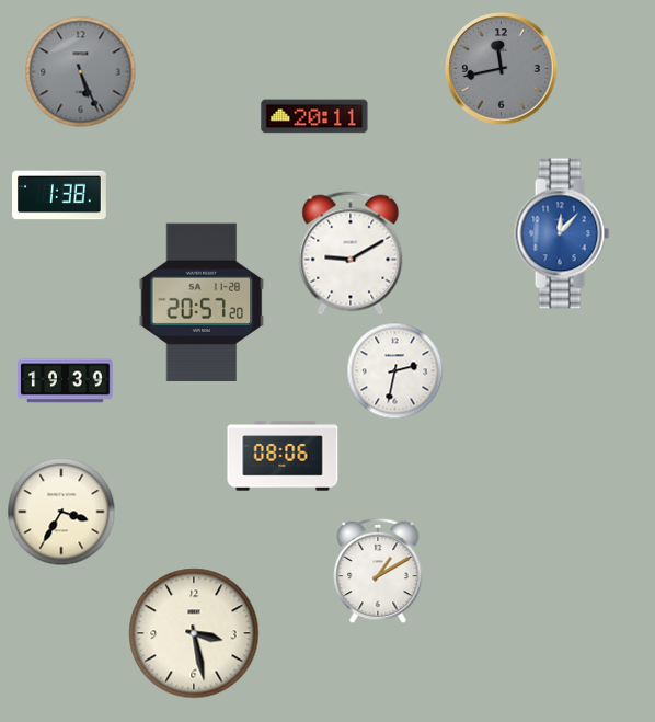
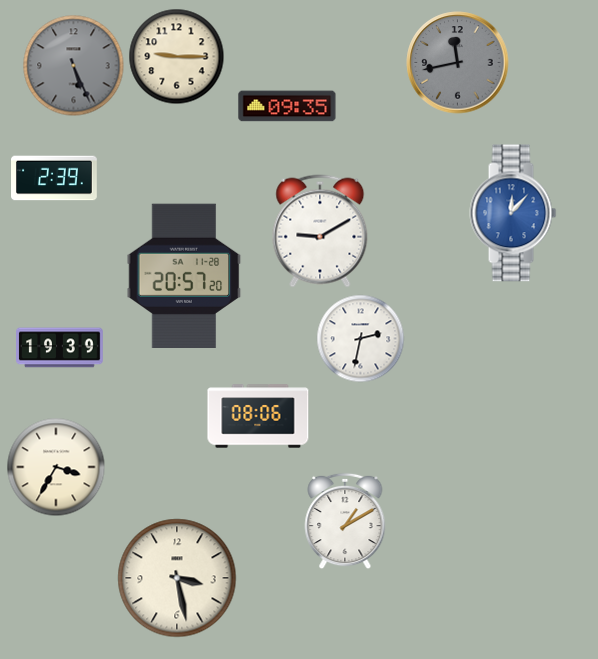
clock at (177, 57): none -> 9:15
clock at (314, 116): 20:11 -> 09:35
clock at (60, 195): 1:38 -> 2:39
